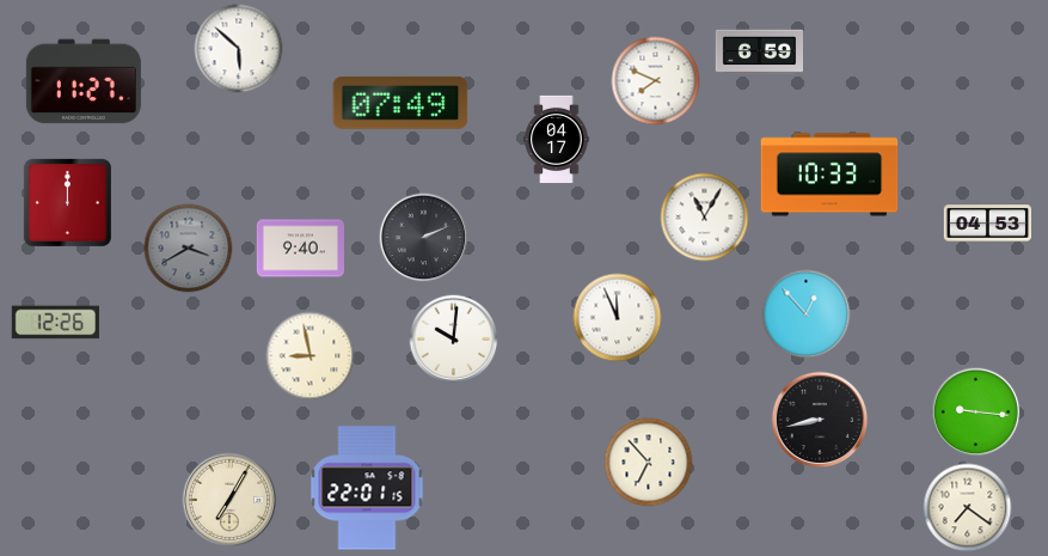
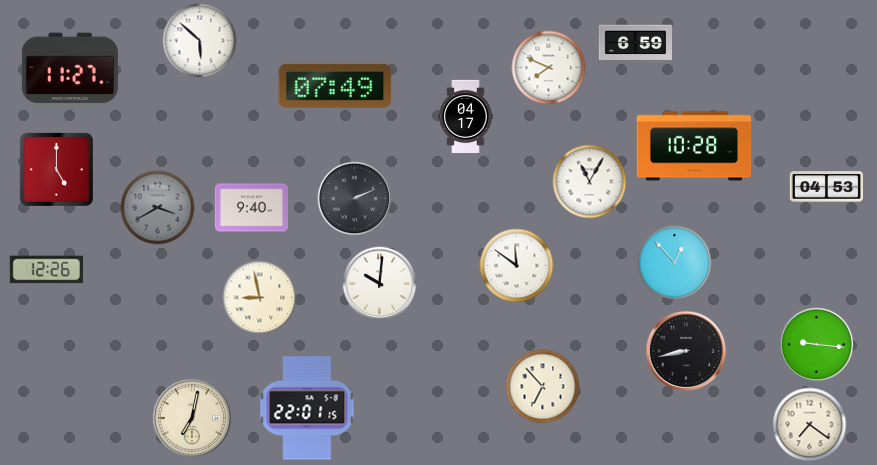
clock at (829, 175): 10:33 -> 10:28
clock at (67, 202): 12:00 -> 5:00
clock at (618, 318): 11:56 -> 11:51
clock at (229, 500): 7:05 -> 7:02
